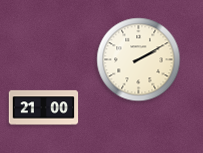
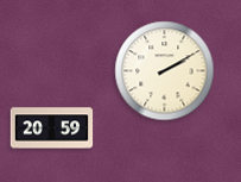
clock at (44, 108): 21:00 -> 20:59
